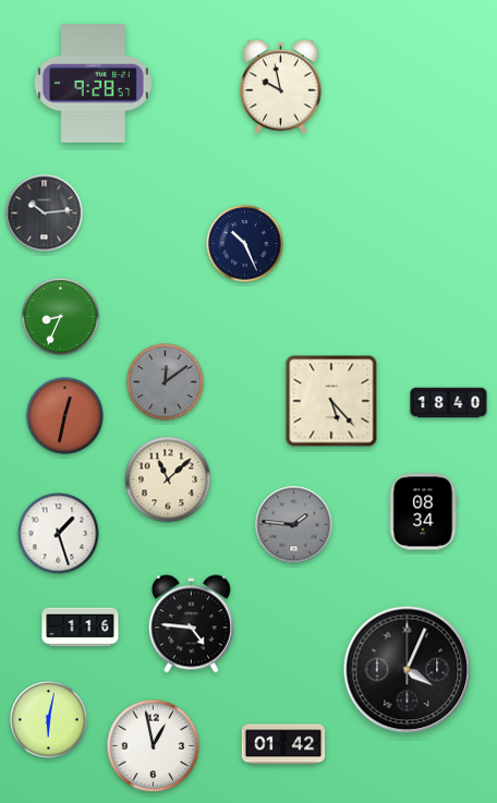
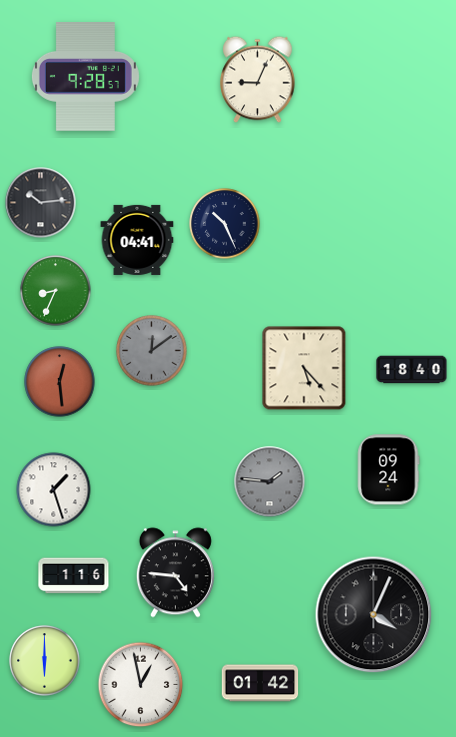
clock at (281, 87): 9:58 -> 9:04
clock at (45, 214) position: (45, 214) -> (41, 203)
clock at (137, 240): none -> 04:41
clock at (65, 416): 12:32 -> 12:29
clock at (168, 479): 11:08 -> none
clock at (423, 512): 08:34 -> 09:24
clock at (49, 720): 6:02 -> 6:00
